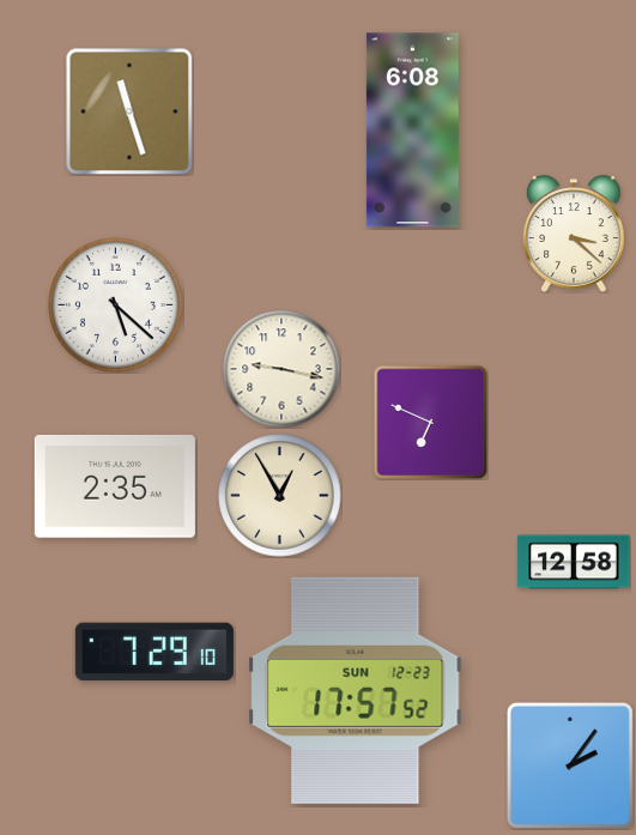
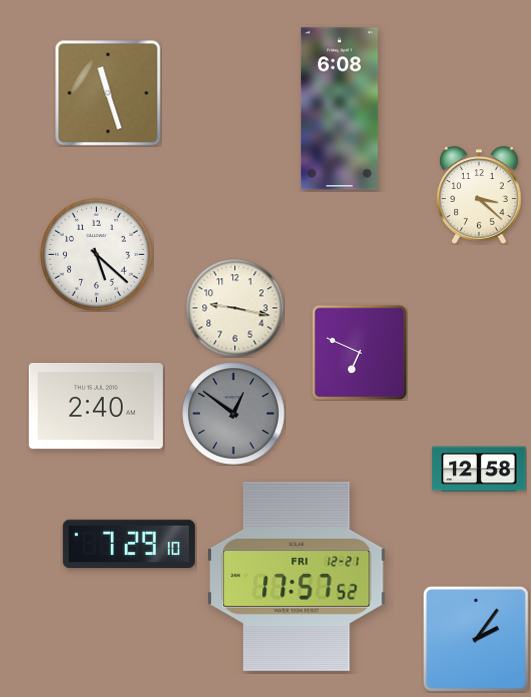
clock at (412, 131) position: (412, 131) -> (339, 109)
clock at (115, 486): 2:35 -> 2:40
clock at (280, 496): 12:55 -> 12:51
clock at (280, 496) dial: cream -> grey
clock at (356, 690) date: SUN 12-23 -> FRI 12-21
